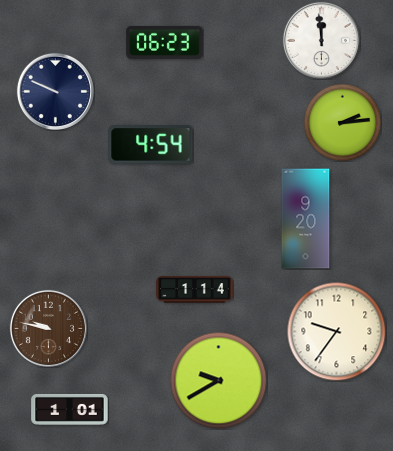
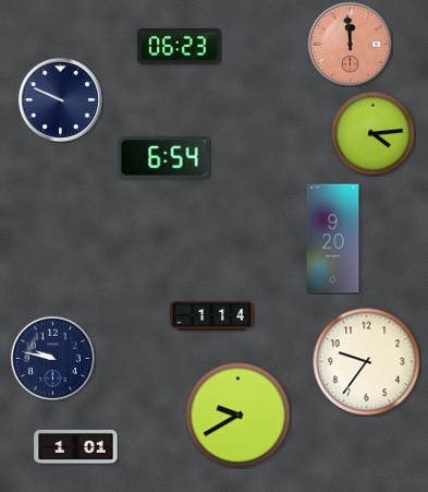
clock at (321, 40) dial: white -> salmon
clock at (342, 122): 2:14 -> 4:14
clock at (151, 145): 4:54 -> 6:54
clock at (48, 328) dial: brown -> navy
